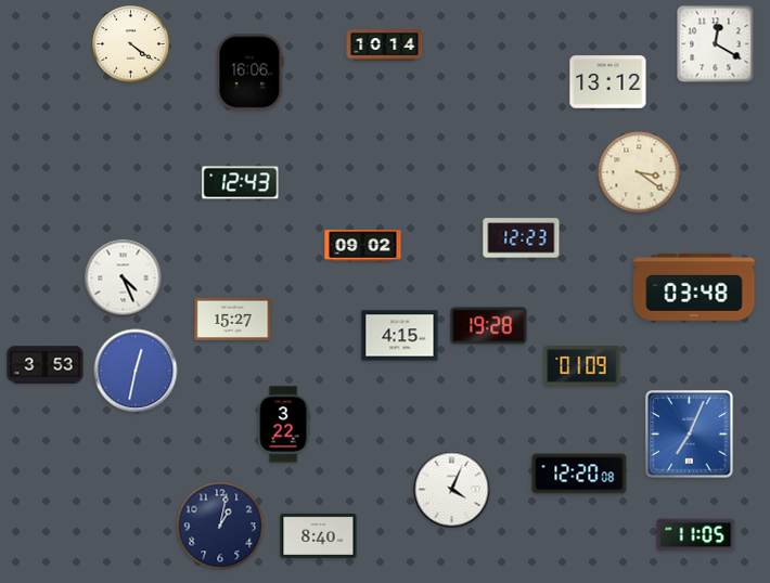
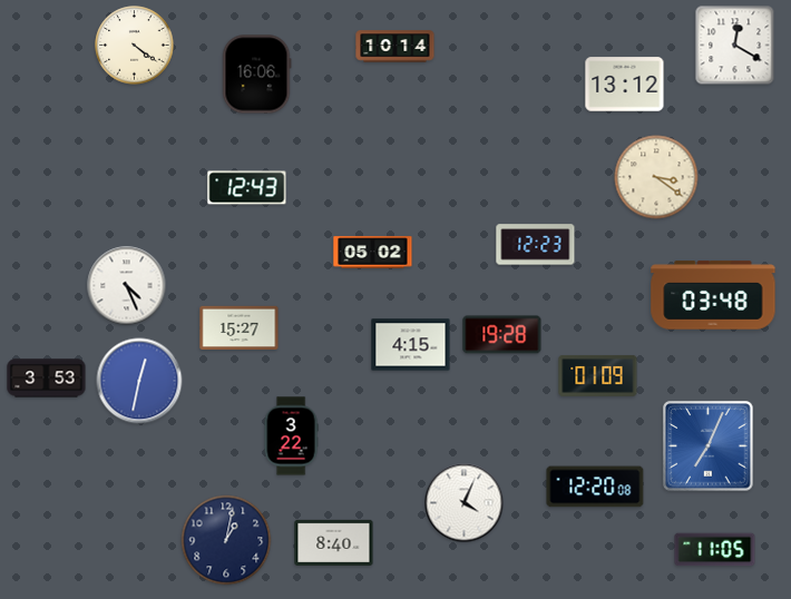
clock at (363, 246): 09:02 -> 05:02
clock at (46, 365) position: (46, 365) -> (47, 379)
clock at (319, 535) position: (319, 535) -> (334, 542)
